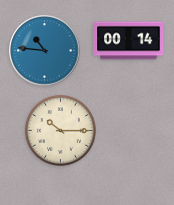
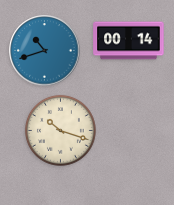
clock at (45, 51): 10:46 -> 10:42
clock at (60, 130): 10:15 -> 10:18
